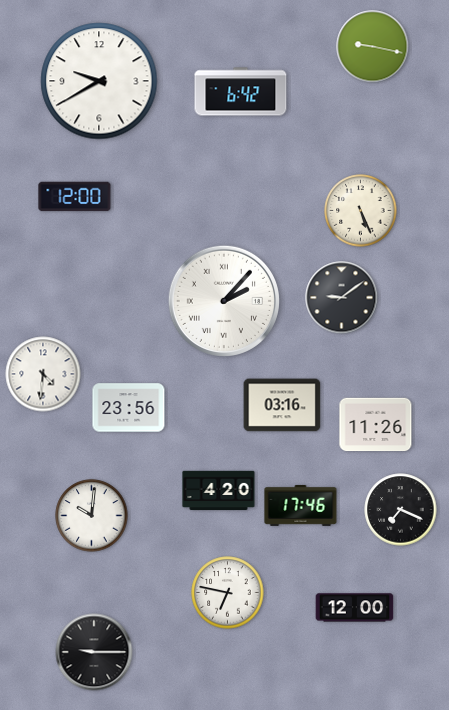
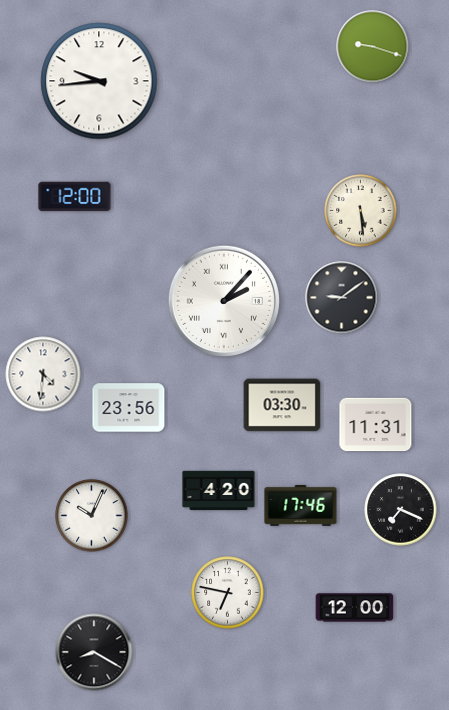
clock at (373, 47): 9:17 -> 9:18
clock at (99, 81): 9:40 -> 9:44
clock at (241, 92): 6:42 -> none
clock at (361, 211): 5:26 -> 5:29
clock at (282, 405): 03:16 -> 03:30
clock at (376, 425): 11:26 -> 11:31
clock at (92, 516): 10:01 -> 10:04
clock at (94, 652): 9:15 -> 8:20
